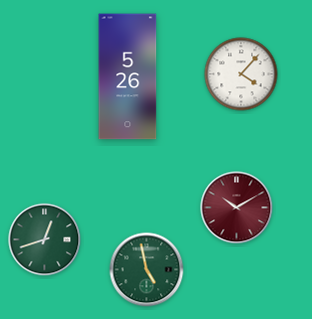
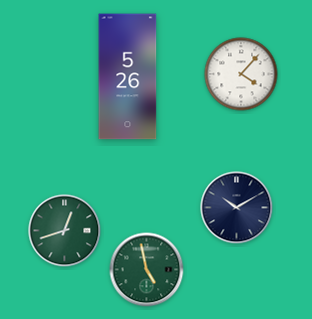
clock at (237, 208) dial: burgundy -> navy
clock at (45, 240) position: (45, 240) -> (65, 231)
